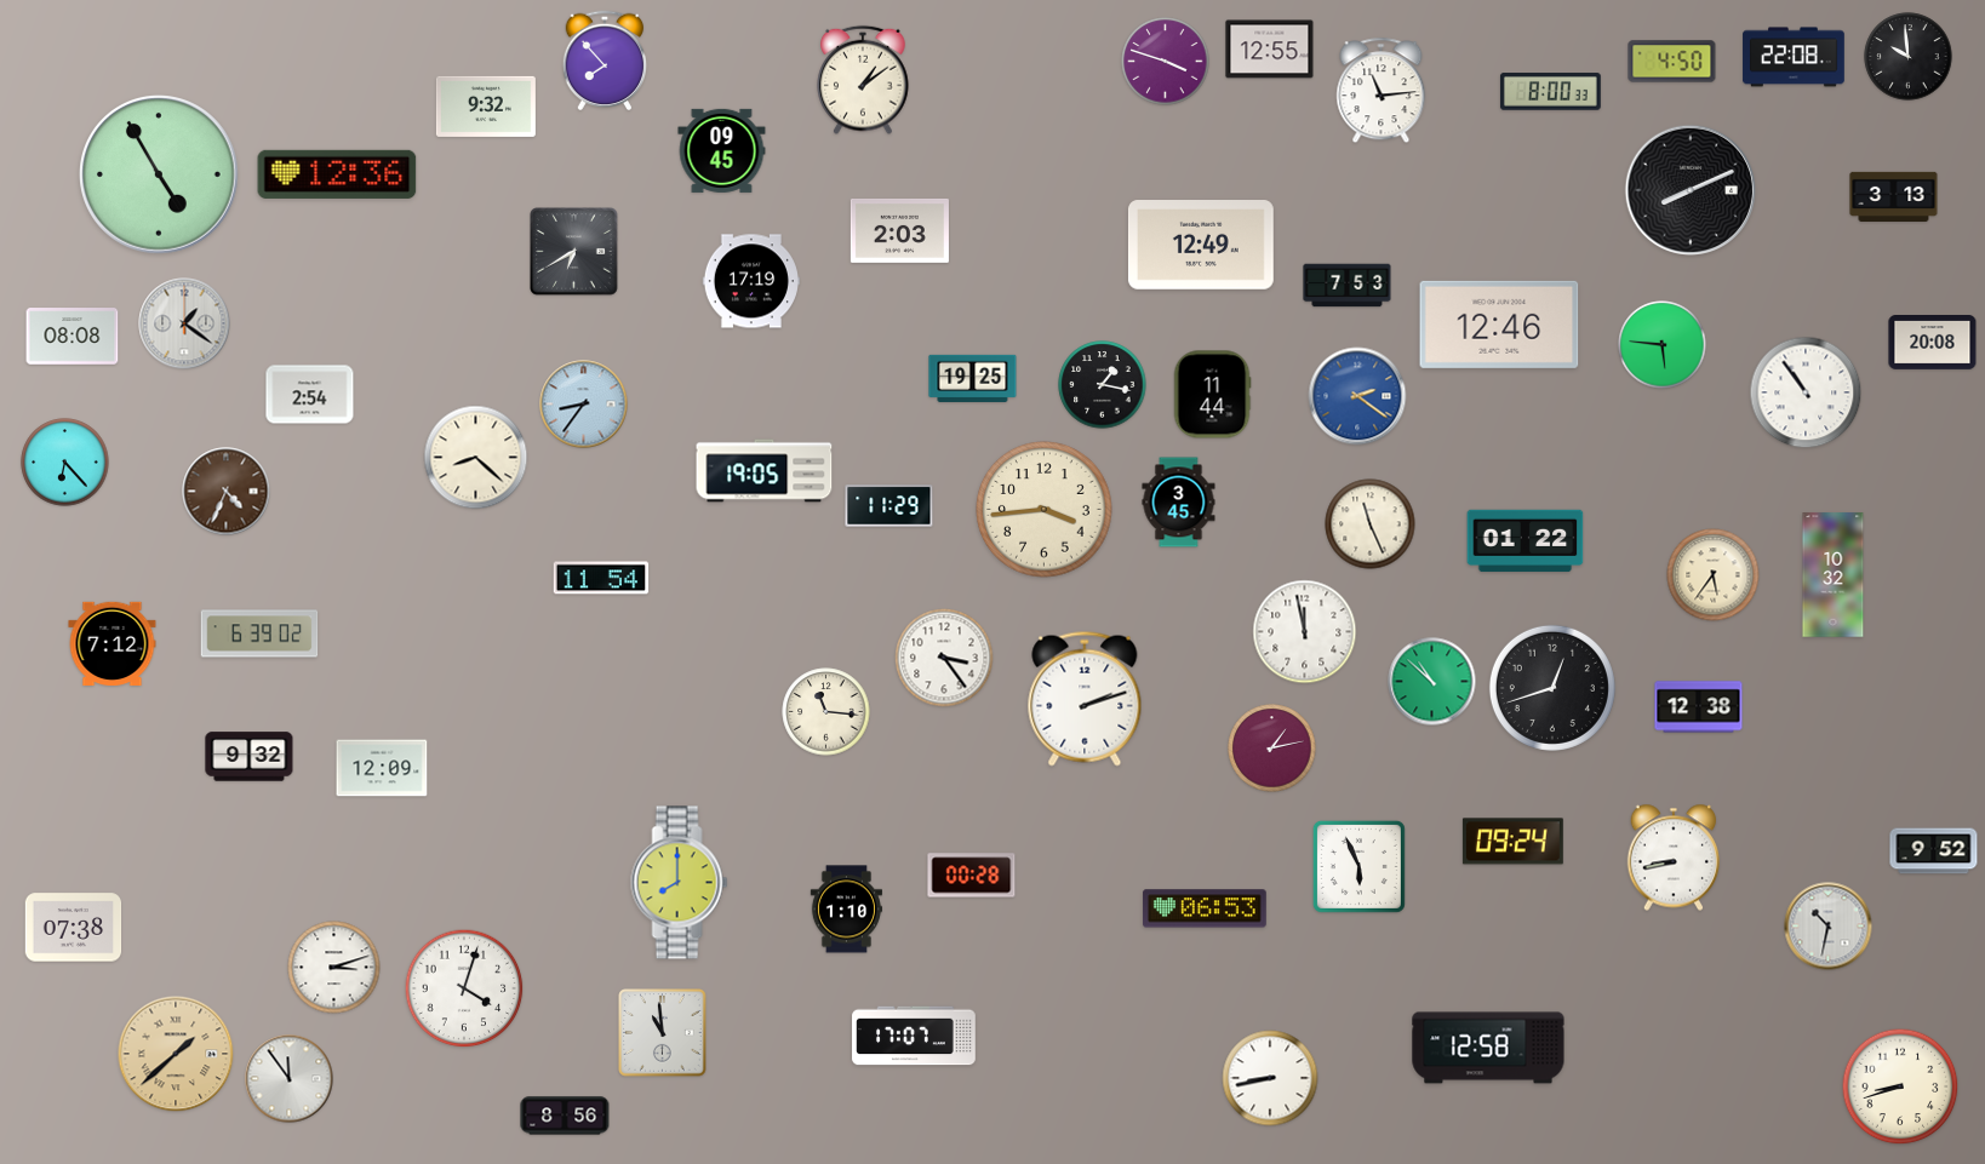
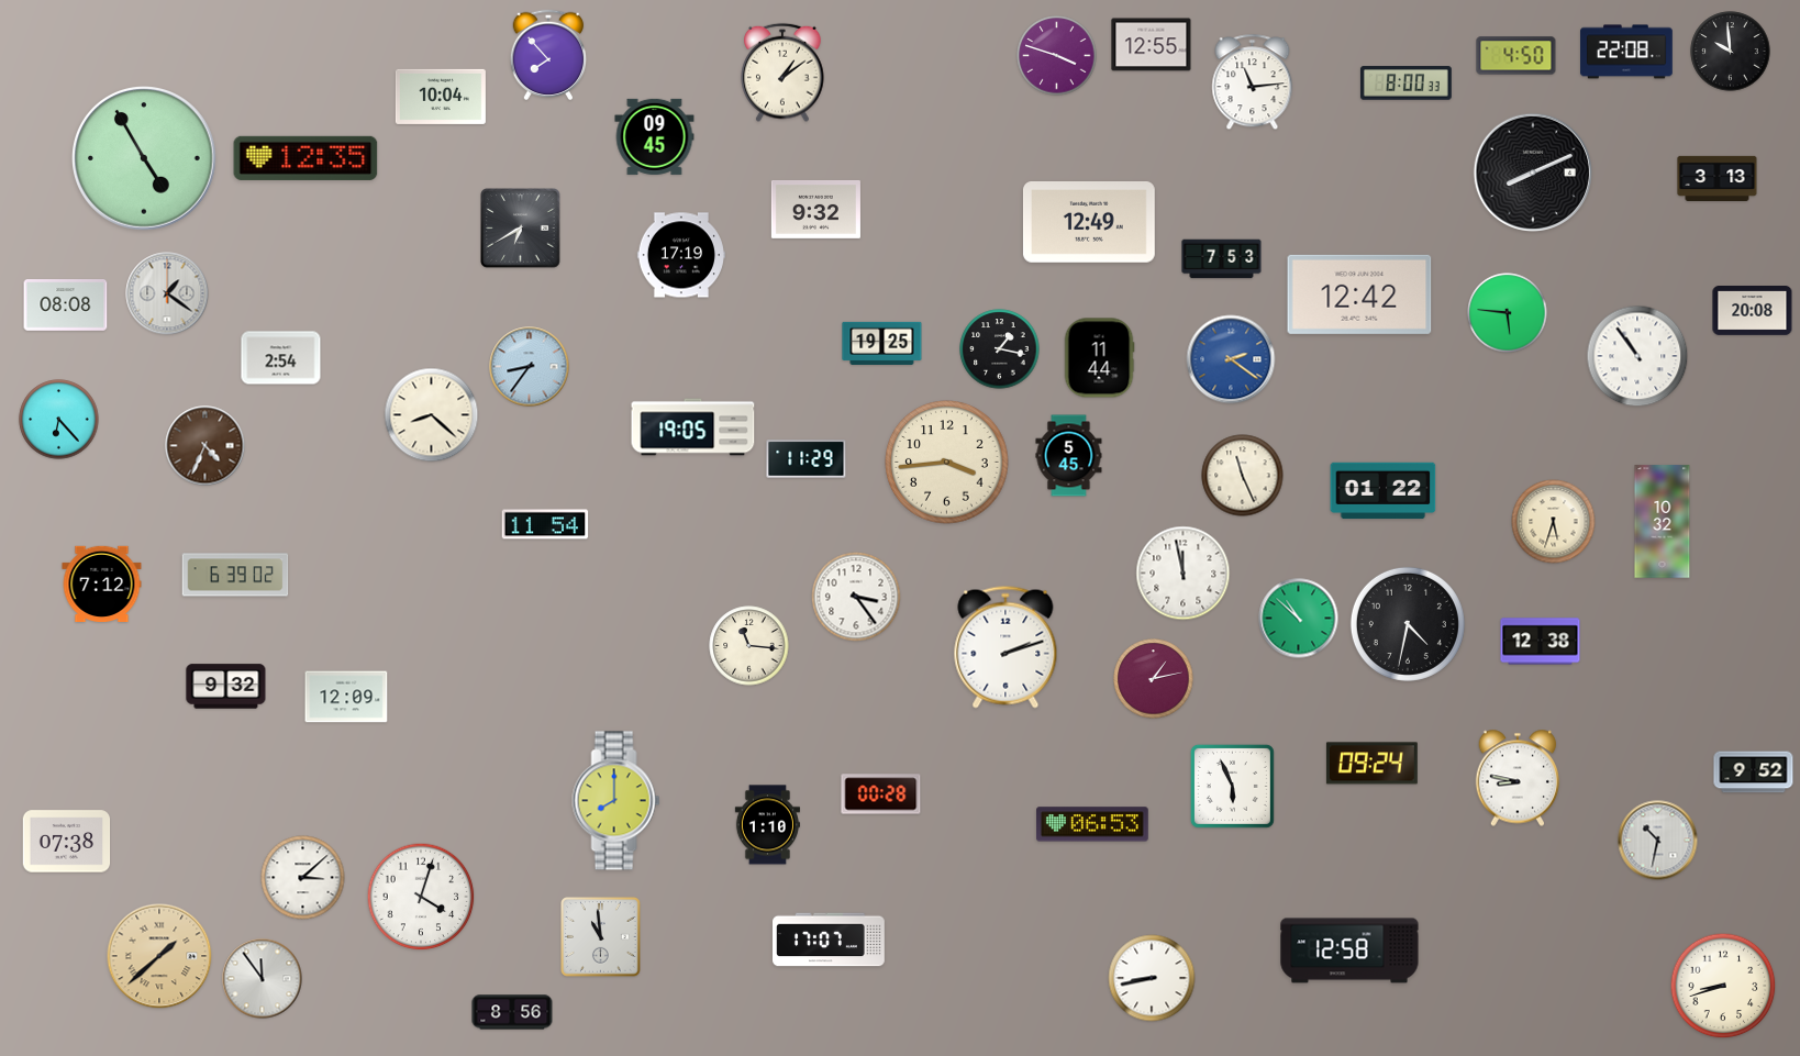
clock at (486, 107): 9:32 -> 10:04
clock at (337, 174): 12:36 -> 12:35
clock at (899, 231): 2:03 -> 9:32
clock at (1499, 325): 12:46 -> 12:42
clock at (1179, 503): 3:45 -> 5:45
clock at (1714, 575): 5:36 -> 5:33
clock at (1552, 688): 12:42 -> 4:32
clock at (1085, 699) position: (1085, 699) -> (1005, 647)
clock at (1674, 858): 8:43 -> 8:47
clock at (334, 968): 3:12 -> 3:08
